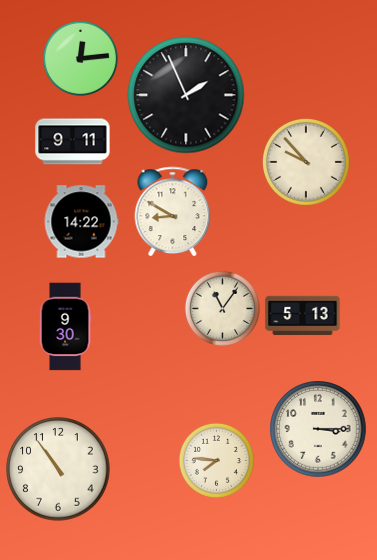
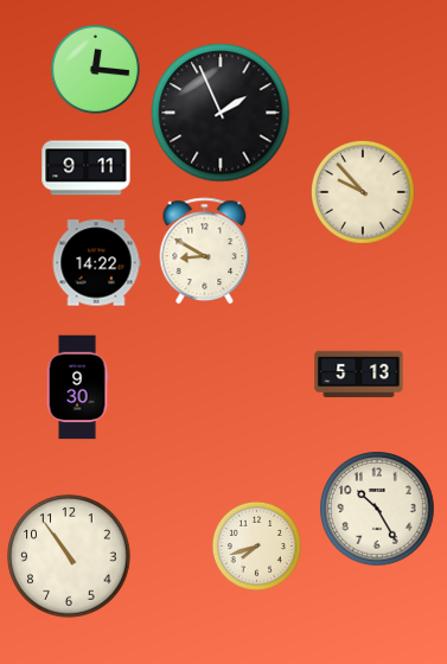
clock at (80, 58): 12:14 -> 12:16
clock at (222, 308): 11:06 -> none
clock at (318, 429): 3:15 -> 10:25
clock at (216, 460): 7:46 -> 7:42
